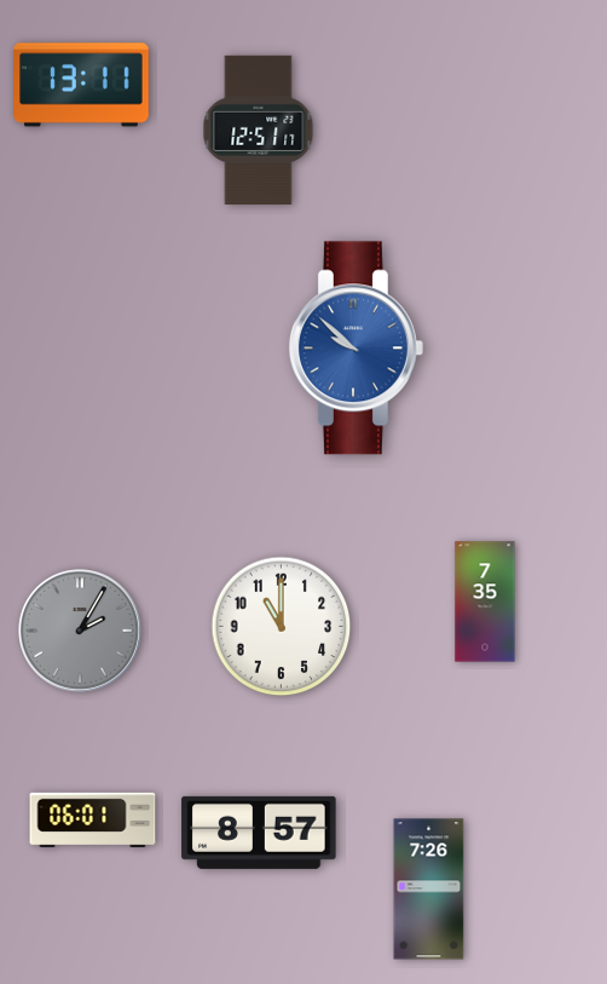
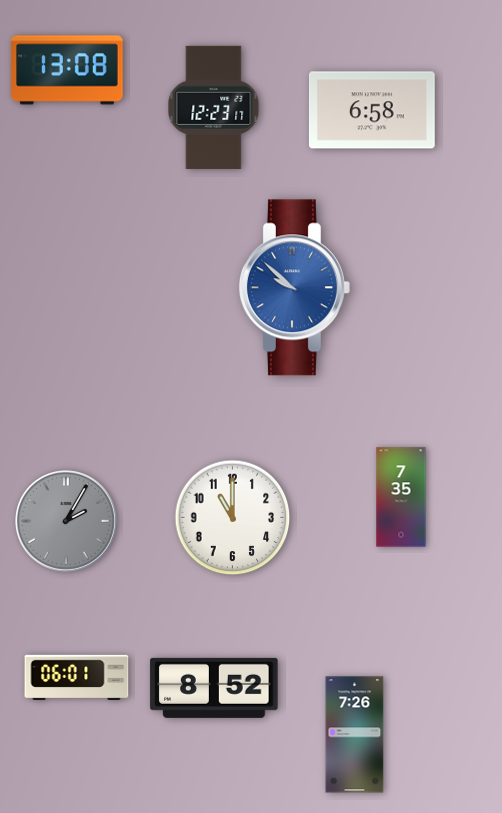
clock at (81, 85): 13:11 -> 13:08
clock at (259, 130): 12:51 -> 12:23
clock at (372, 110): none -> 6:58
clock at (259, 833): 8:57 -> 8:52
